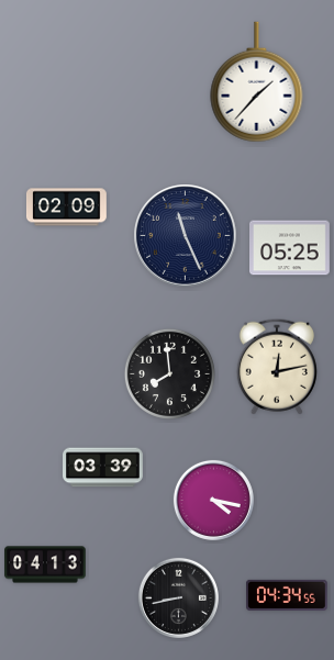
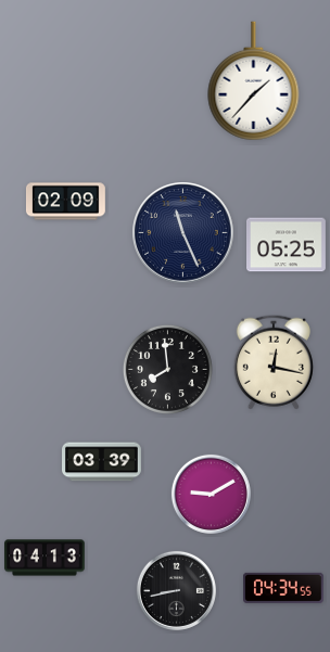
clock at (67, 208) position: (67, 208) -> (66, 202)
clock at (277, 367): 12:13 -> 12:17
clock at (213, 500): 4:17 -> 9:10
